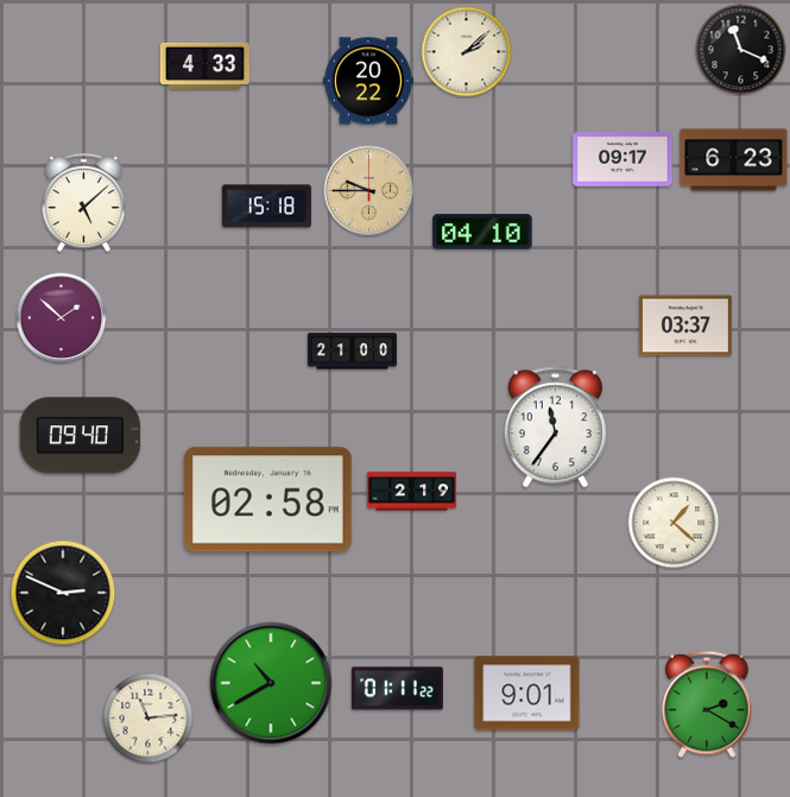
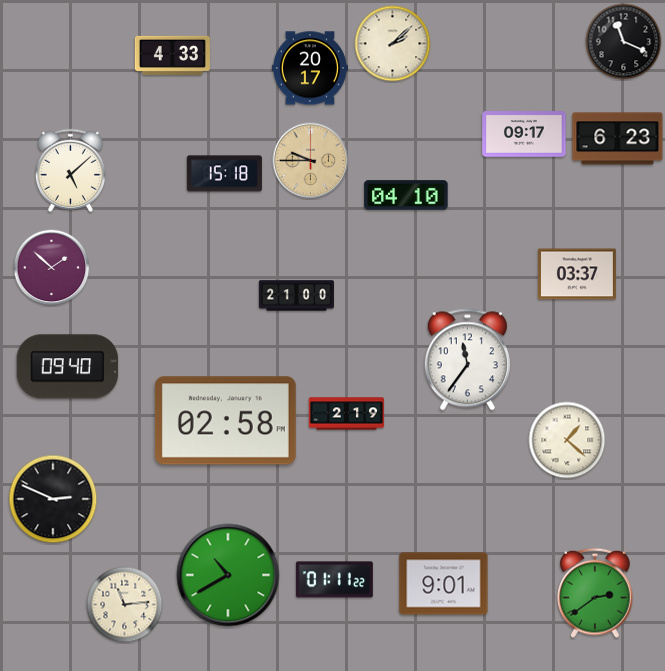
clock at (368, 81): 20:22 -> 20:17
clock at (734, 160) position: (734, 160) -> (618, 139)
clock at (707, 704): 2:20 -> 2:39
